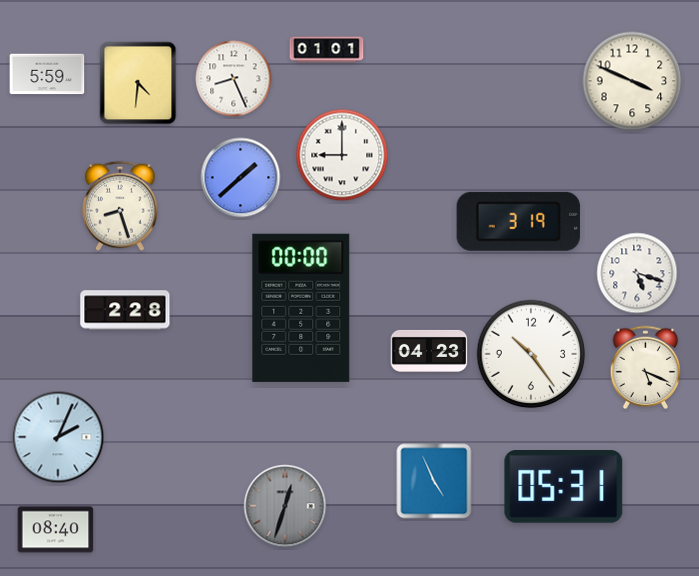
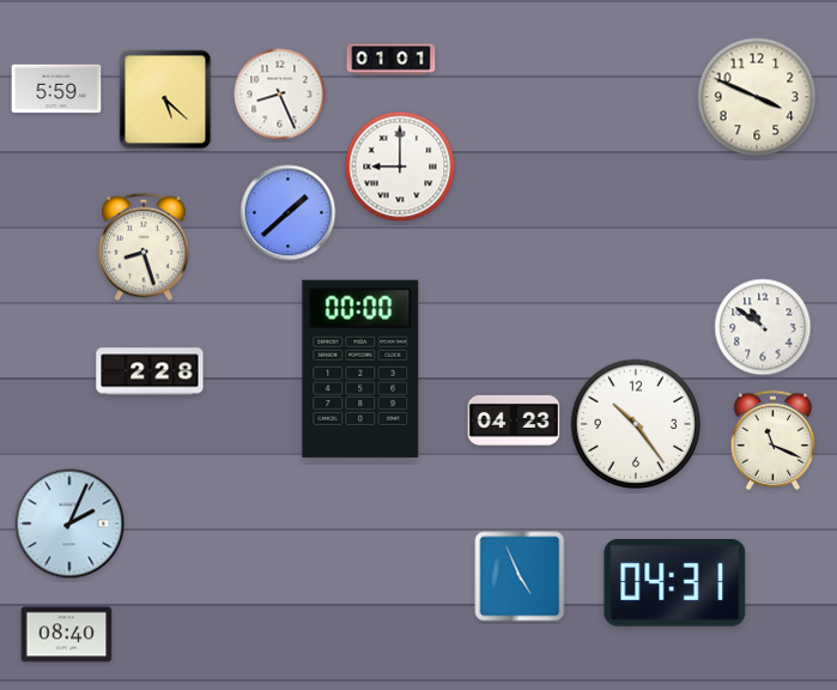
clock at (138, 83): 4:31 -> 5:22
clock at (342, 155) position: (342, 155) -> (400, 167)
clock at (518, 221): 3:19 -> none
clock at (637, 273): 5:18 -> 10:51
clock at (646, 368): 5:19 -> 11:19
clock at (564, 487): 05:31 -> 04:31
clock at (285, 506): 12:33 -> none
